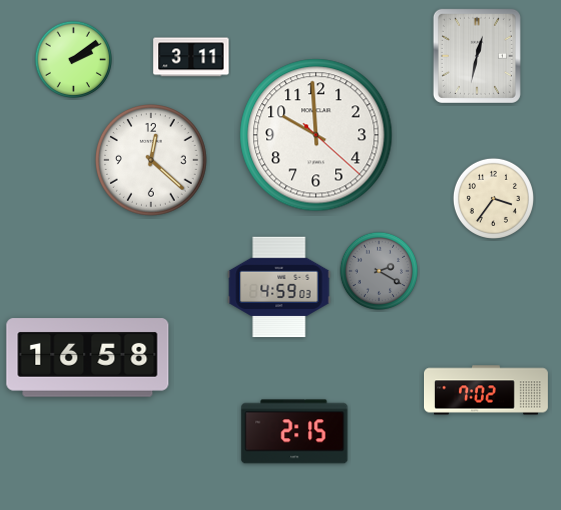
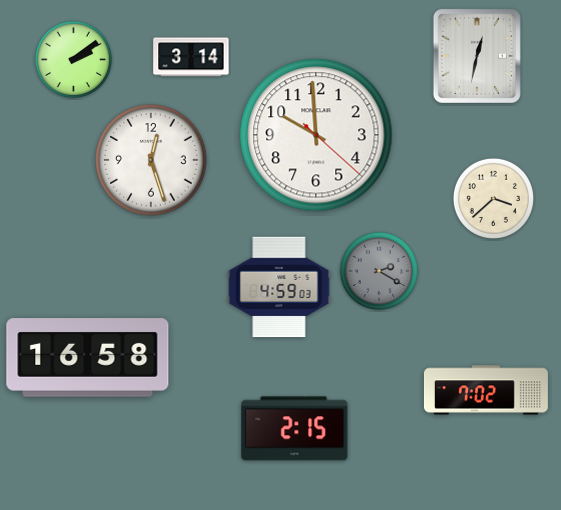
clock at (191, 57): 3:11 -> 3:14
clock at (152, 161): 12:22 -> 12:27
clock at (493, 198): 3:36 -> 3:38
clock at (295, 432) position: (295, 432) -> (295, 429)
